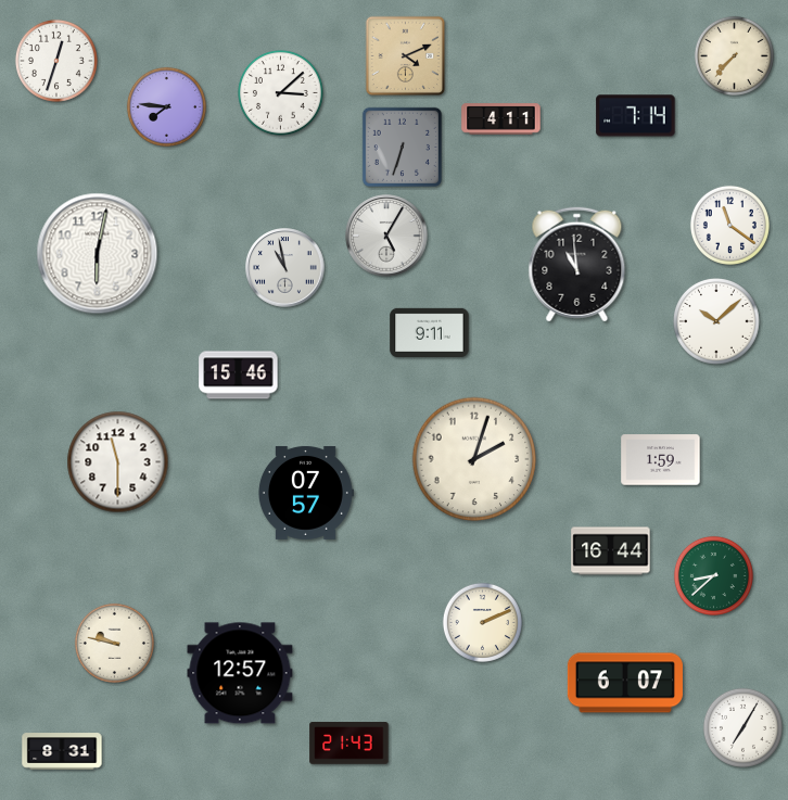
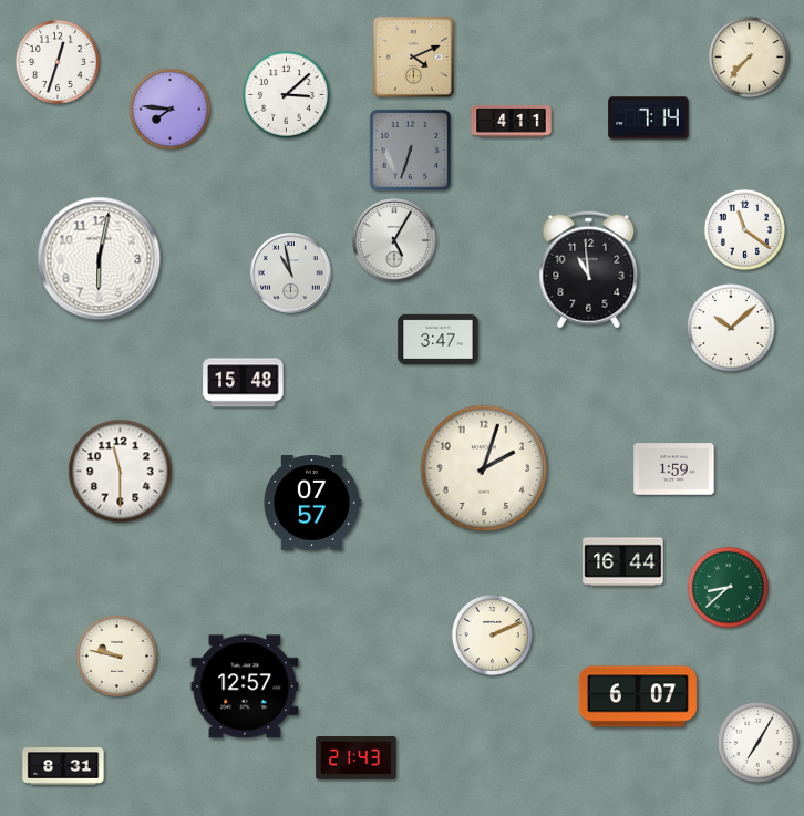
clock at (430, 332): 9:11 -> 3:47
clock at (239, 376): 15:46 -> 15:48
